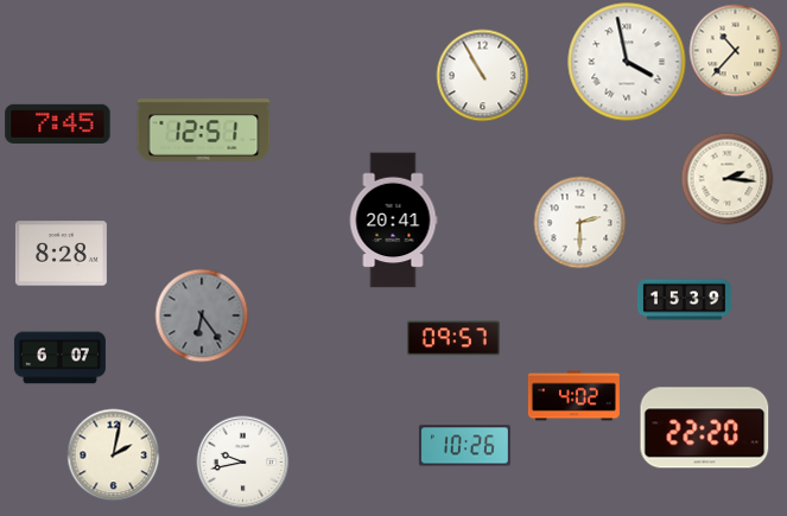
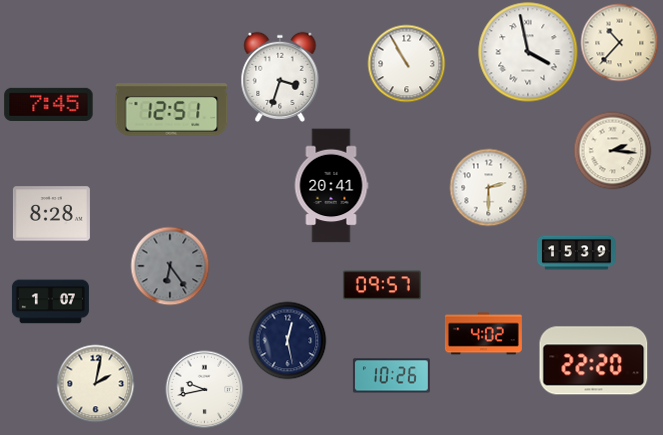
clock at (280, 77): none -> 3:33
clock at (59, 358): 6:07 -> 1:07
clock at (287, 340): none -> 12:28
